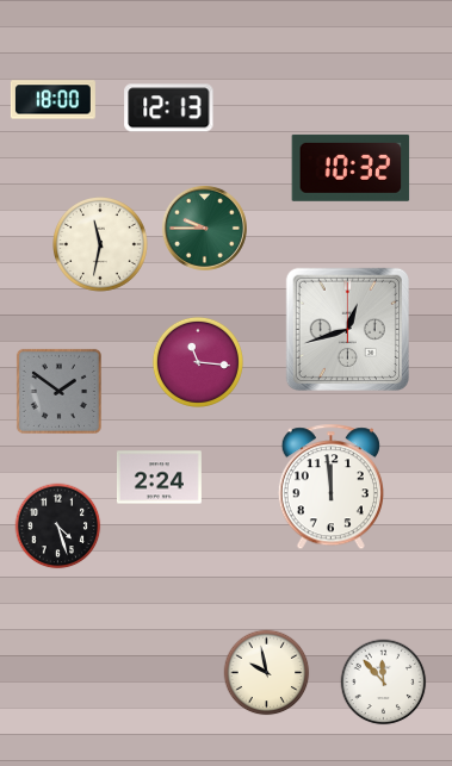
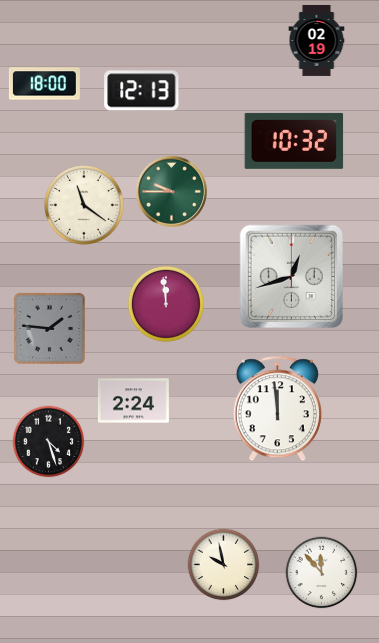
clock at (317, 40): none -> 02:19
clock at (101, 245): 11:32 -> 11:21
clock at (198, 362): 11:16 -> 11:59
clock at (58, 391): 1:51 -> 1:46
